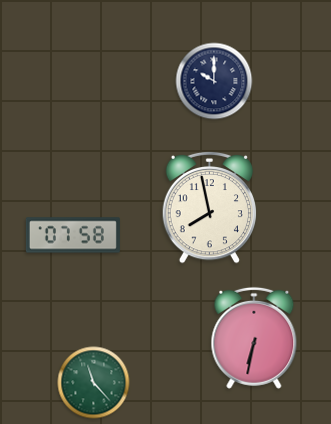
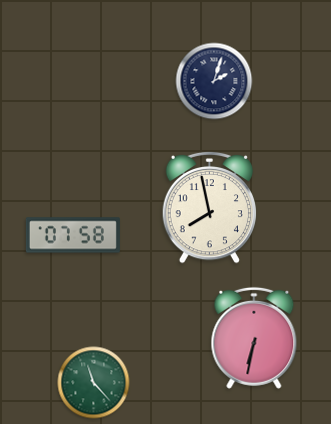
clock at (214, 81): 10:00 -> 2:03
